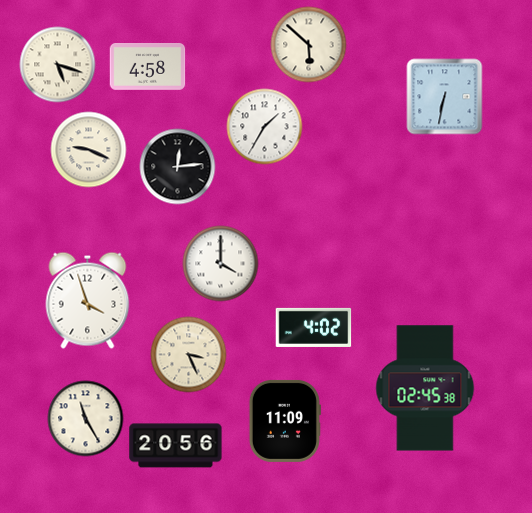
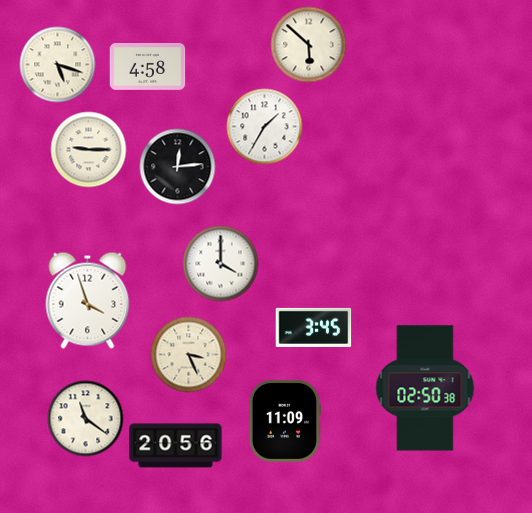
clock at (445, 97): 6:32 -> none
clock at (89, 150): 9:19 -> 9:15
clock at (314, 327): 4:02 -> 3:45
clock at (425, 388): 02:45 -> 02:50
clock at (86, 419): 11:25 -> 11:21
